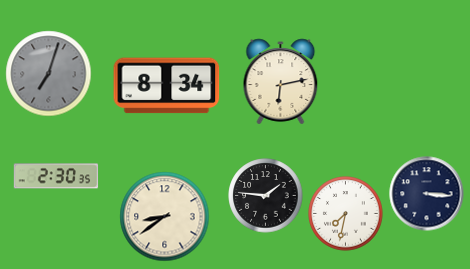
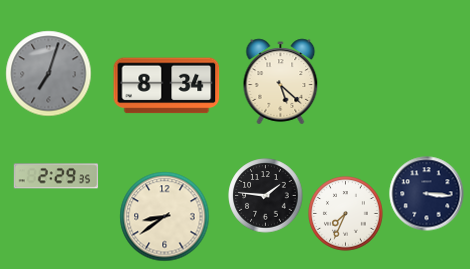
clock at (281, 82): 6:13 -> 5:22
clock at (56, 176): 2:30 -> 2:29
clock at (346, 214): 7:32 -> 7:34
